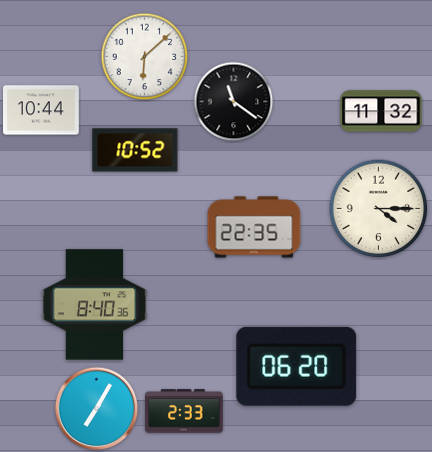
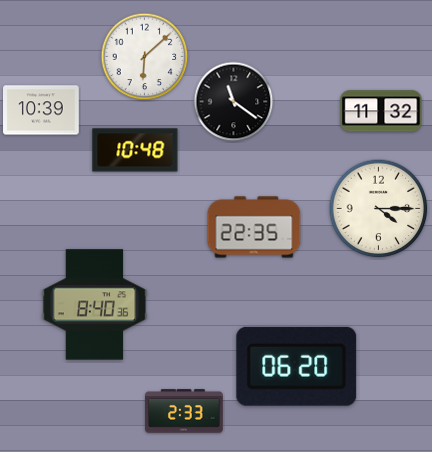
clock at (42, 110): 10:44 -> 10:39
clock at (135, 150): 10:52 -> 10:48
clock at (97, 409): 7:05 -> none
